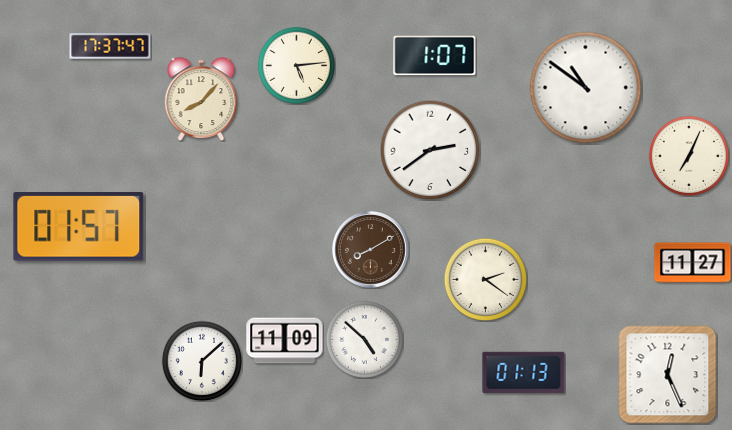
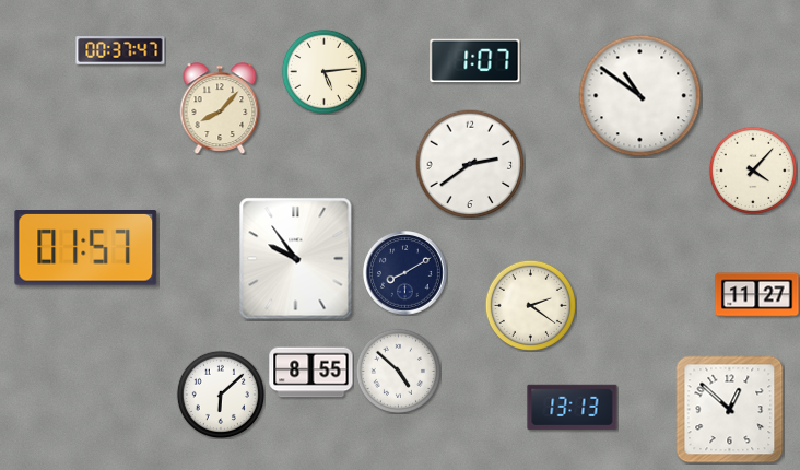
clock at (110, 47): 17:37 -> 00:37
clock at (688, 155): 7:04 -> 4:07
clock at (296, 259): none -> 9:54
clock at (371, 250) dial: brown -> navy
clock at (693, 263) position: (693, 263) -> (757, 295)
clock at (285, 341): 11:09 -> 8:55
clock at (524, 373): 01:13 -> 13:13
clock at (668, 375): 12:26 -> 12:52
